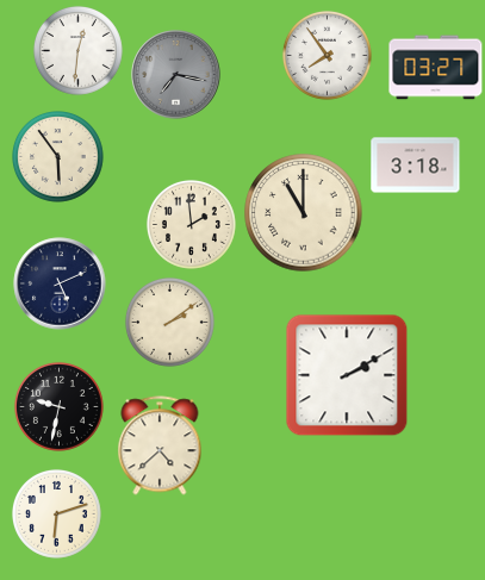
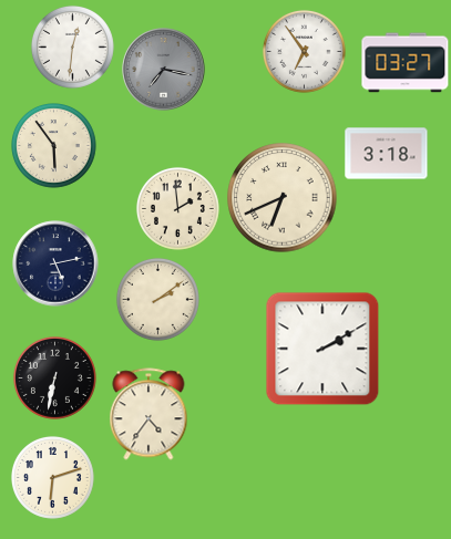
clock at (327, 55): 7:54 -> 6:54
clock at (304, 213): 11:00 -> 6:41
clock at (60, 283): 5:11 -> 5:13
clock at (58, 406): 9:32 -> 6:32
clock at (160, 445): 4:38 -> 4:36
